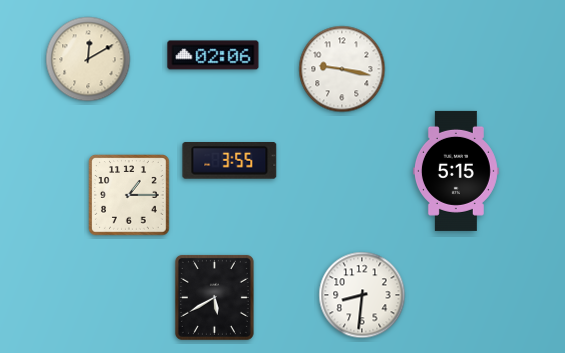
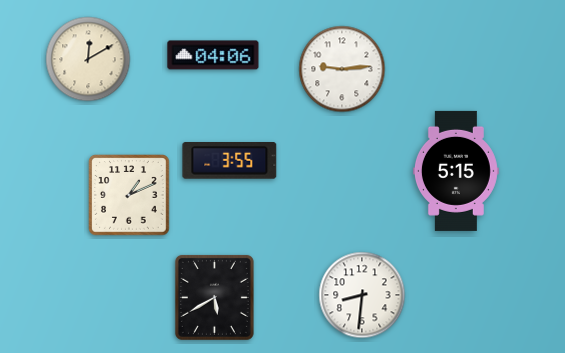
clock at (213, 55): 02:06 -> 04:06
clock at (342, 69): 9:17 -> 9:14
clock at (129, 195): 1:15 -> 1:11
